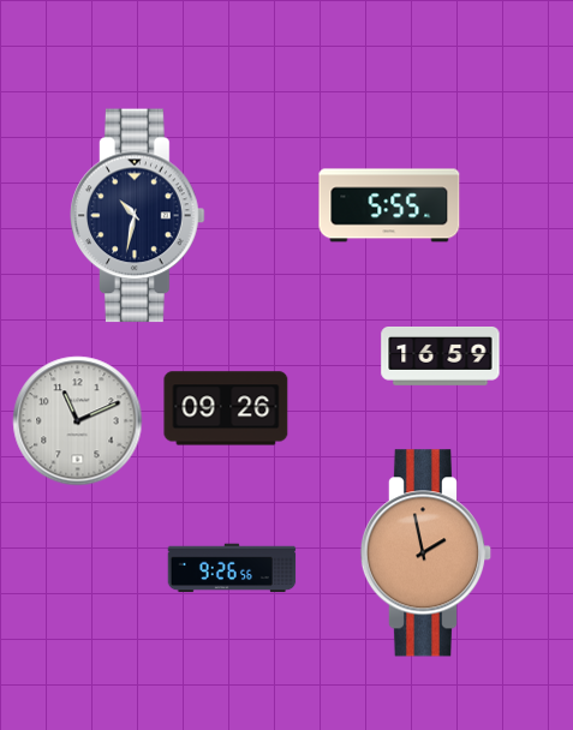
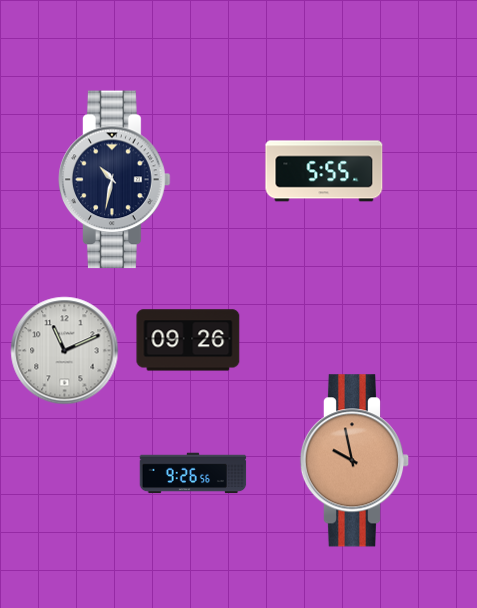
clock at (441, 357): 16:59 -> none
clock at (426, 554): 1:58 -> 9:58
